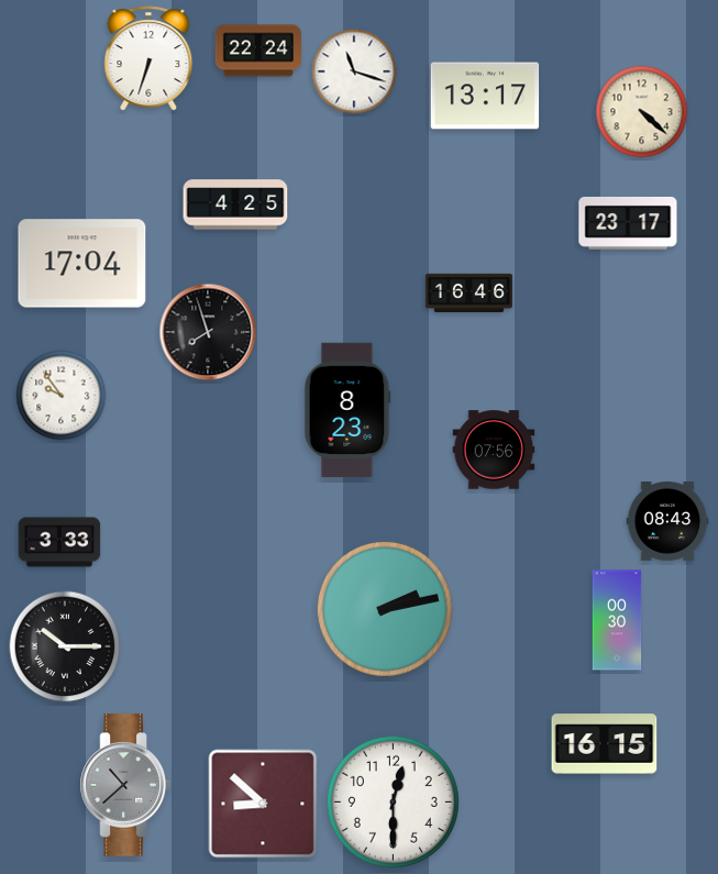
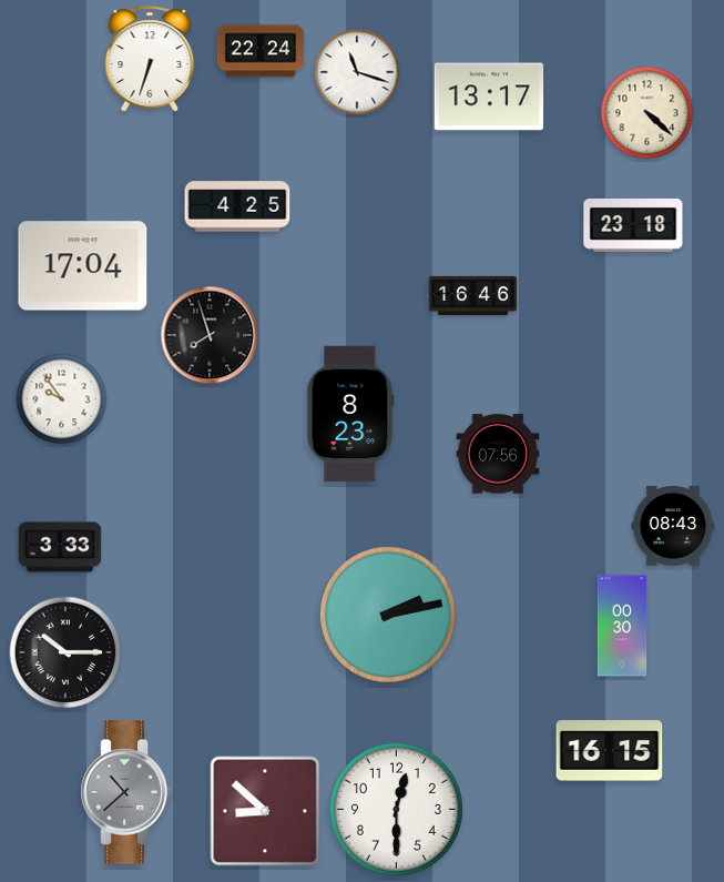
clock at (628, 223): 23:17 -> 23:18
